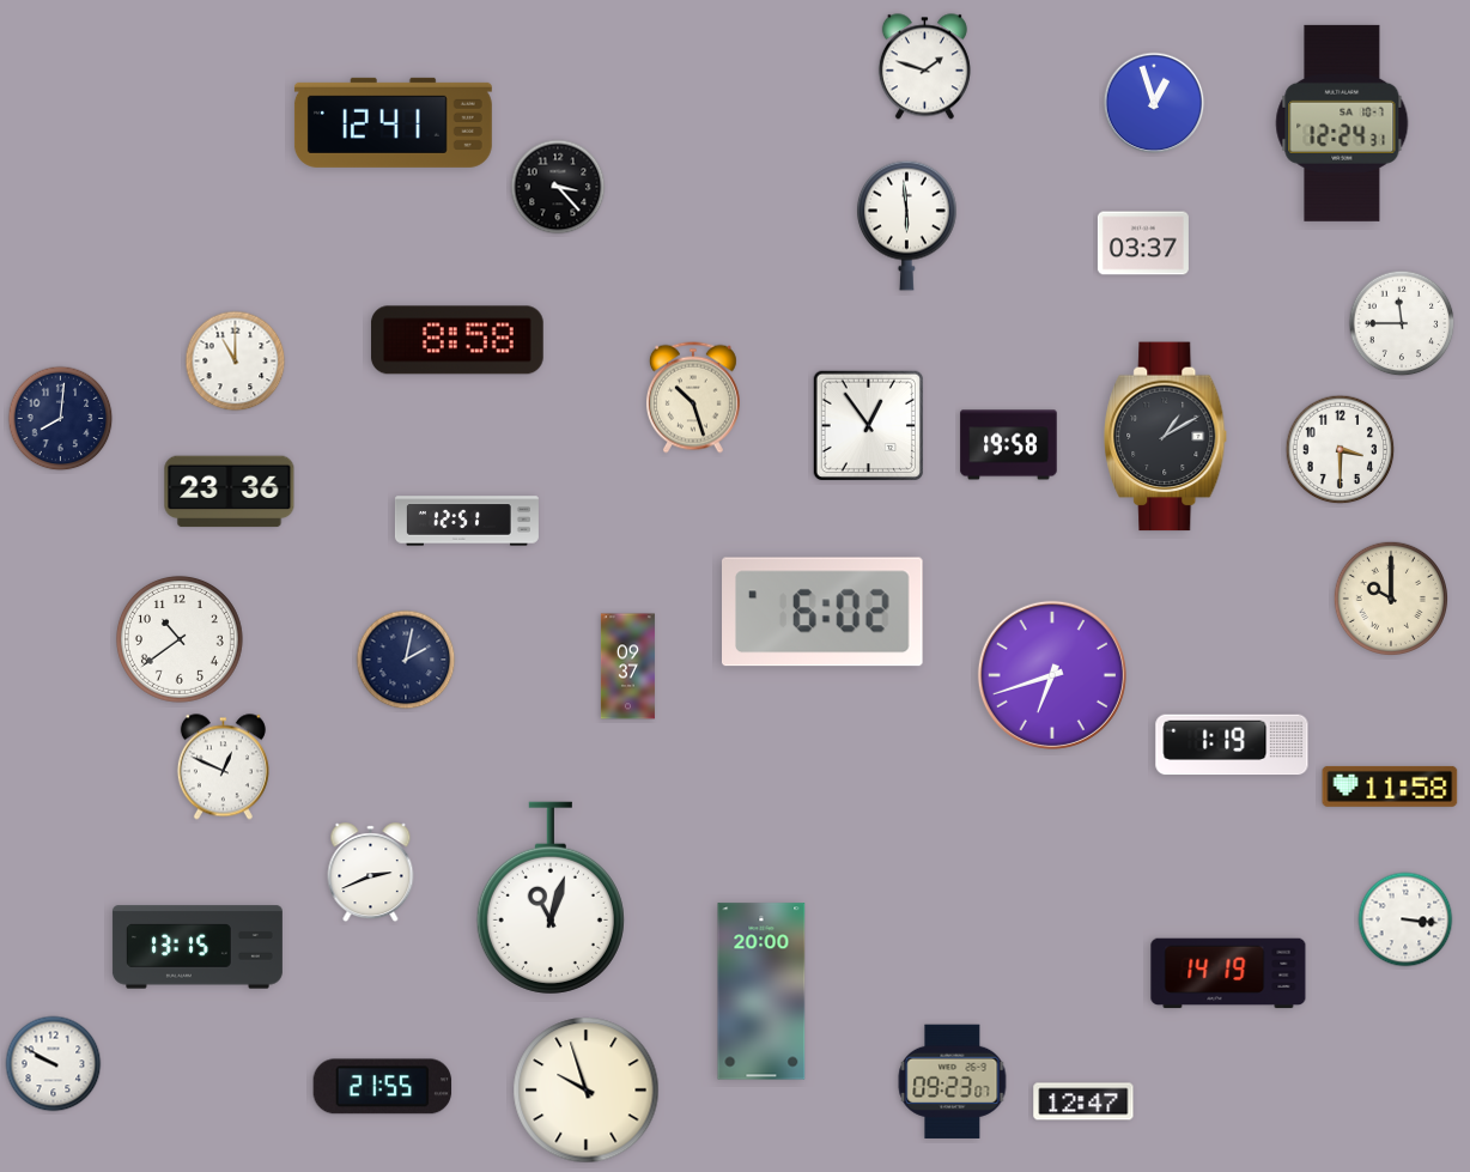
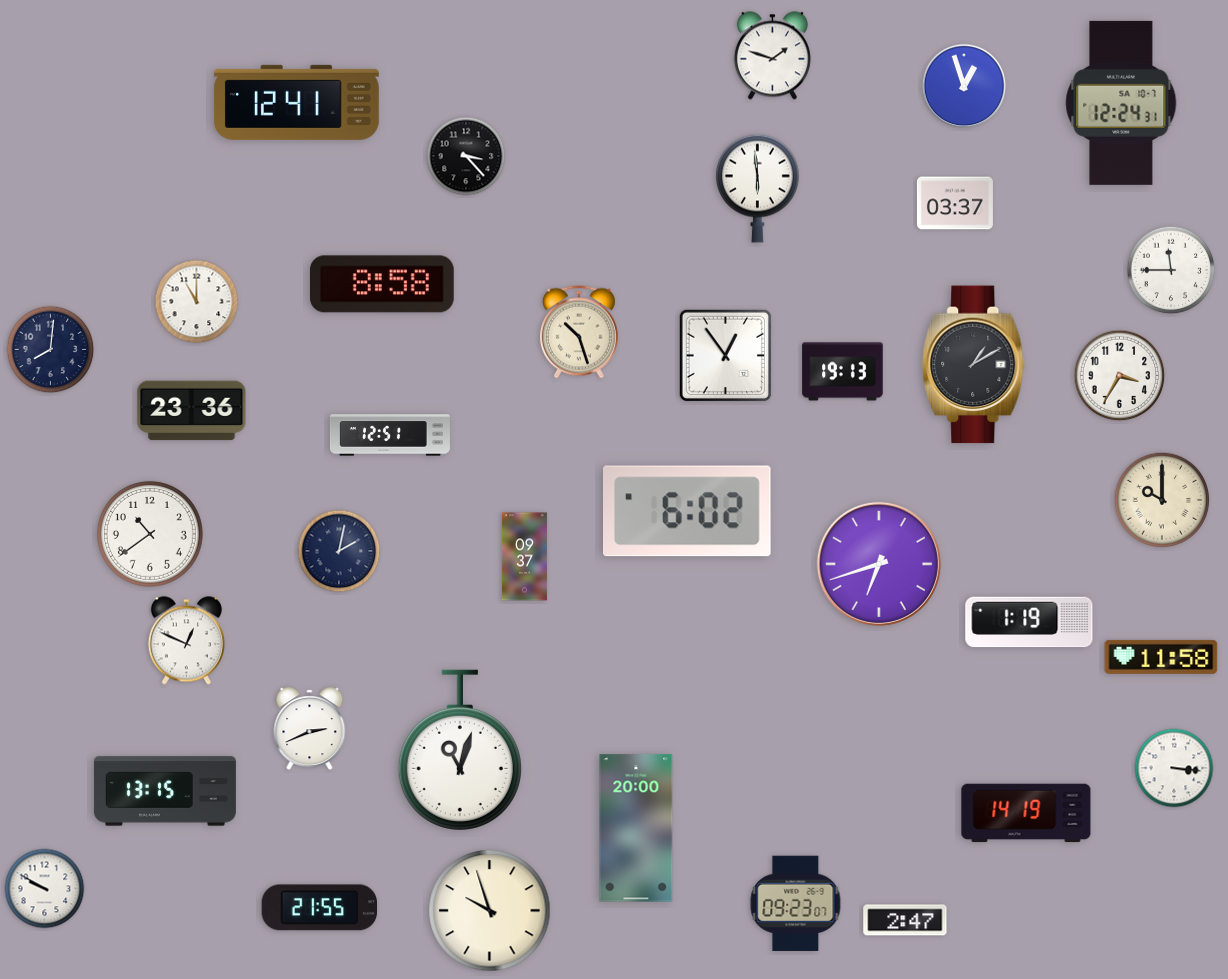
clock at (393, 122) position: (393, 122) -> (296, 102)
clock at (1009, 445): 19:58 -> 19:13
clock at (1341, 450): 3:30 -> 3:35
clock at (1083, 1101): 12:47 -> 2:47
